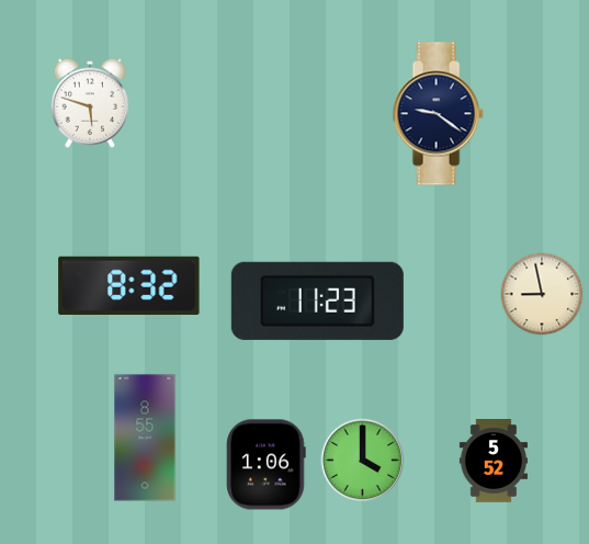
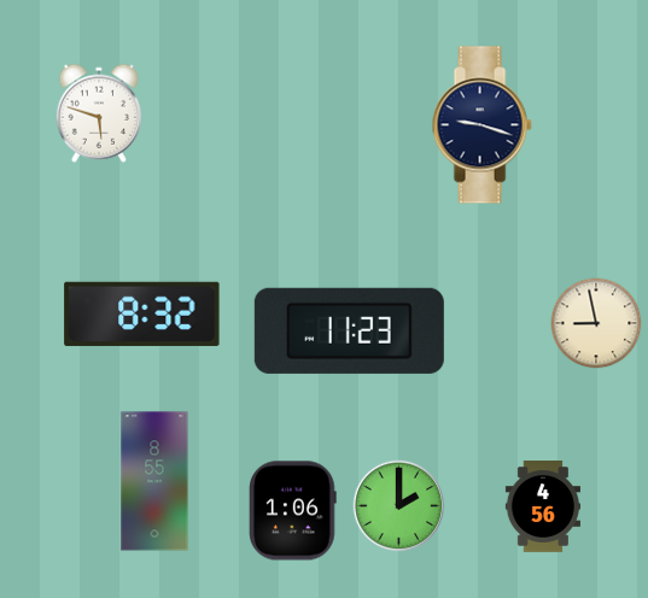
clock at (438, 114): 9:21 -> 9:18
clock at (145, 438) position: (145, 438) -> (154, 481)
clock at (363, 461): 4:00 -> 2:00
clock at (492, 462): 5:52 -> 4:56
